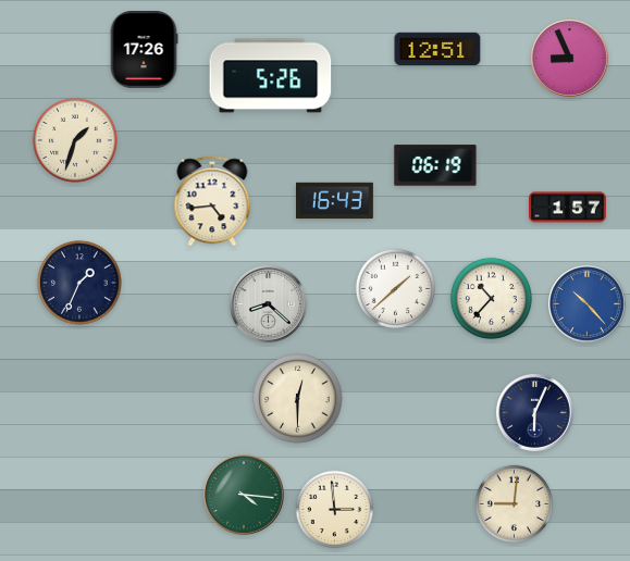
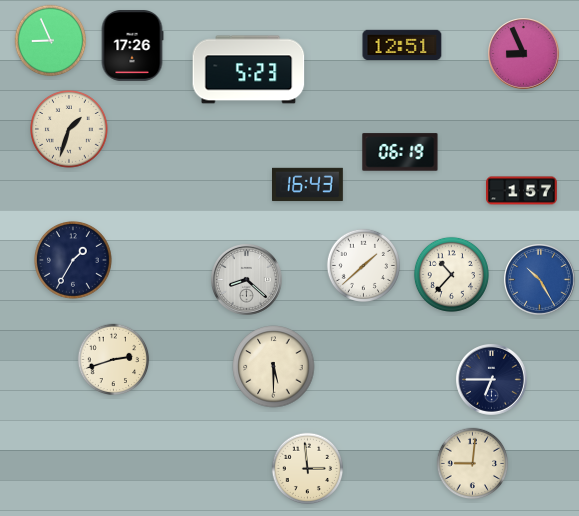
clock at (51, 41): none -> 8:56
clock at (271, 76): 5:26 -> 5:23
clock at (212, 201): 4:44 -> none
clock at (81, 284): 1:34 -> 1:35
clock at (588, 304): 10:23 -> 10:25
clock at (114, 360): none -> 2:42
clock at (298, 399): 12:30 -> 5:30
clock at (535, 413): 6:04 -> 6:45
clock at (244, 495): 4:16 -> none
